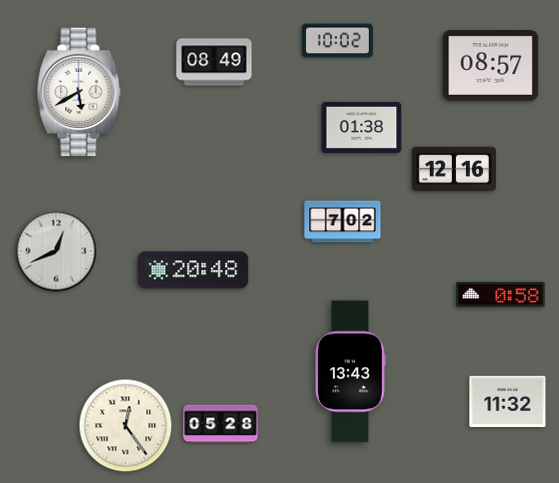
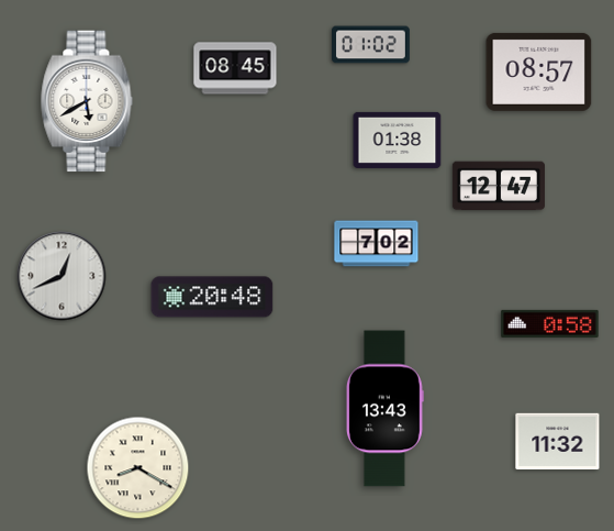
clock at (338, 41): 10:02 -> 01:02
clock at (214, 62): 08:49 -> 08:45
clock at (454, 169): 12:16 -> 12:47
clock at (221, 424): 05:28 -> none
clock at (126, 426): 12:24 -> 8:20
